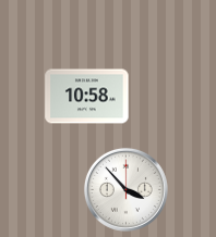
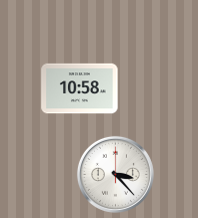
clock at (125, 189): 3:53 -> 3:23
